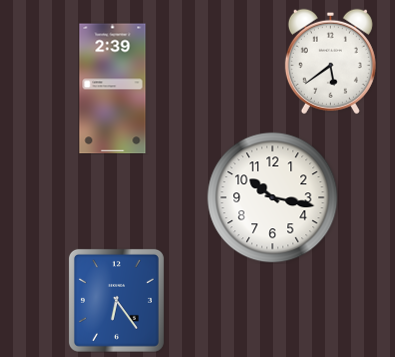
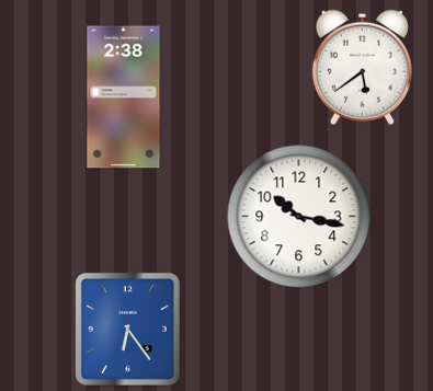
clock at (113, 89): 2:39 -> 2:38
